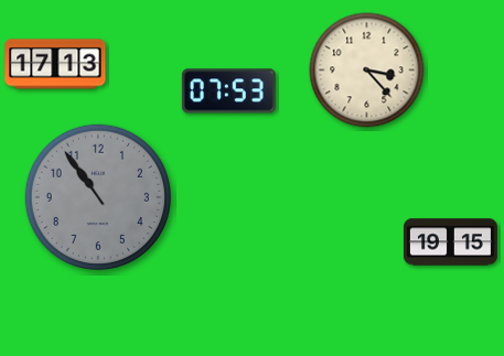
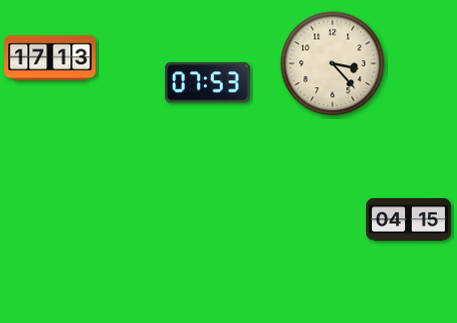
clock at (98, 197): 10:54 -> none
clock at (450, 242): 19:15 -> 04:15
